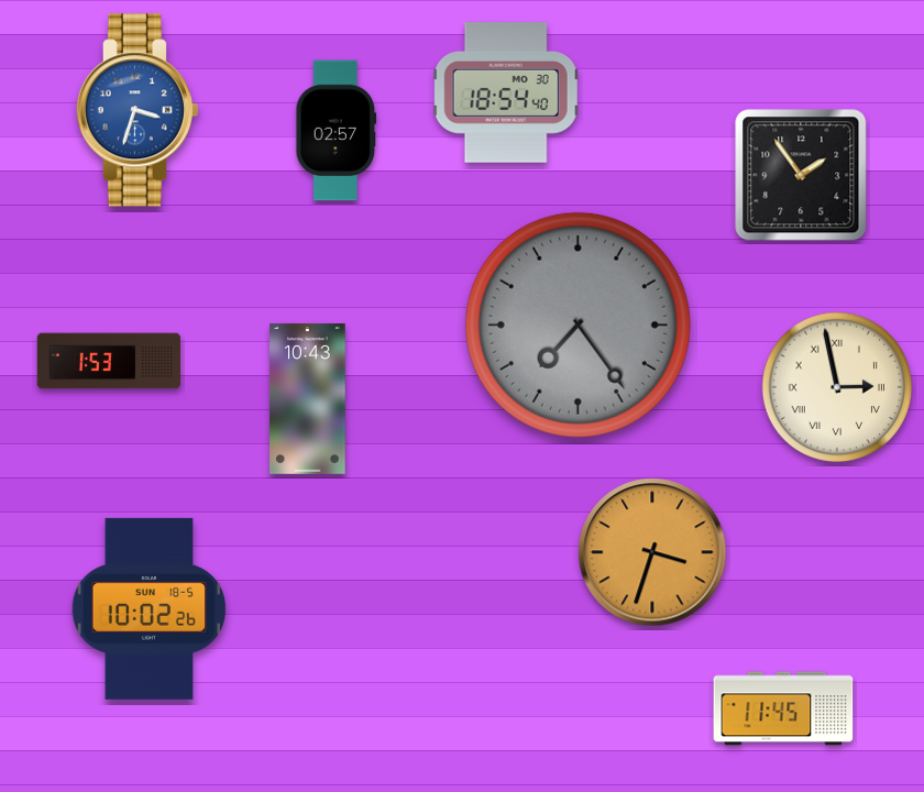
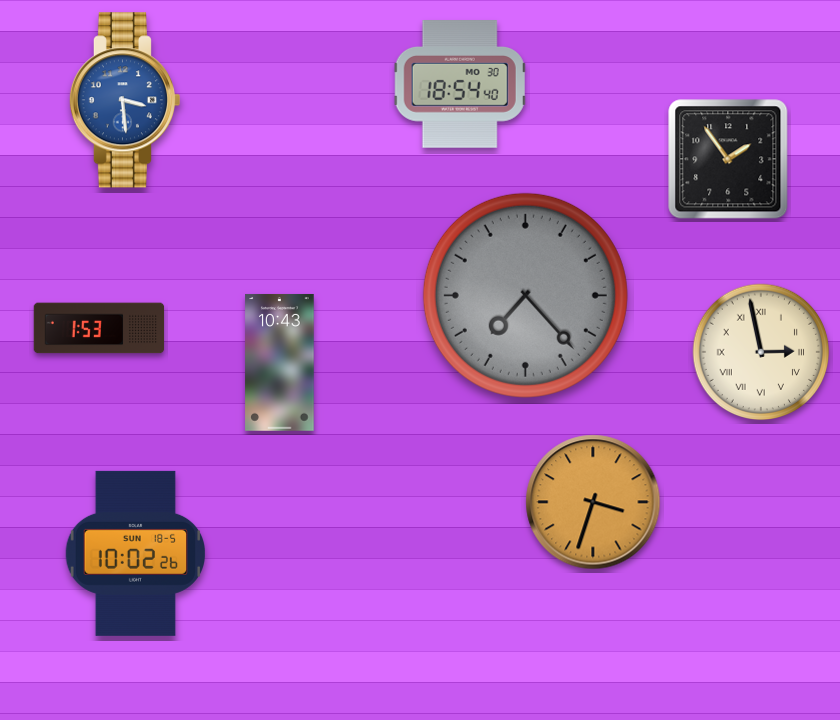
clock at (136, 110): 3:33 -> 3:29
clock at (337, 131): 02:57 -> none
clock at (577, 324): 7:24 -> 7:23
clock at (783, 708): 11:45 -> none
